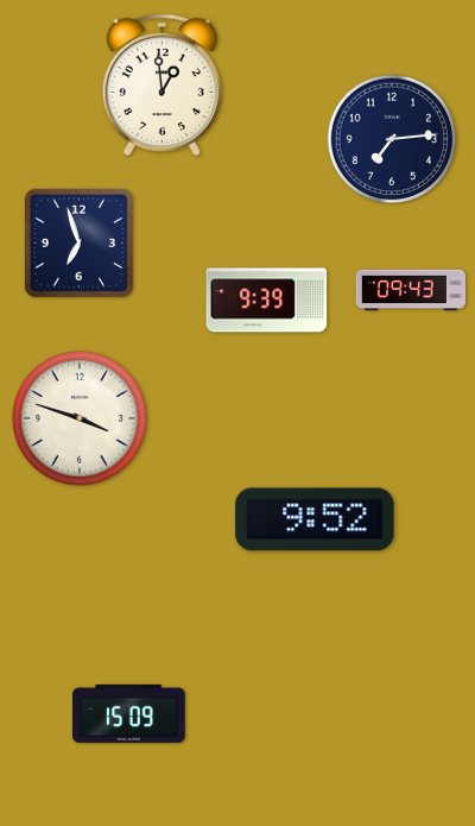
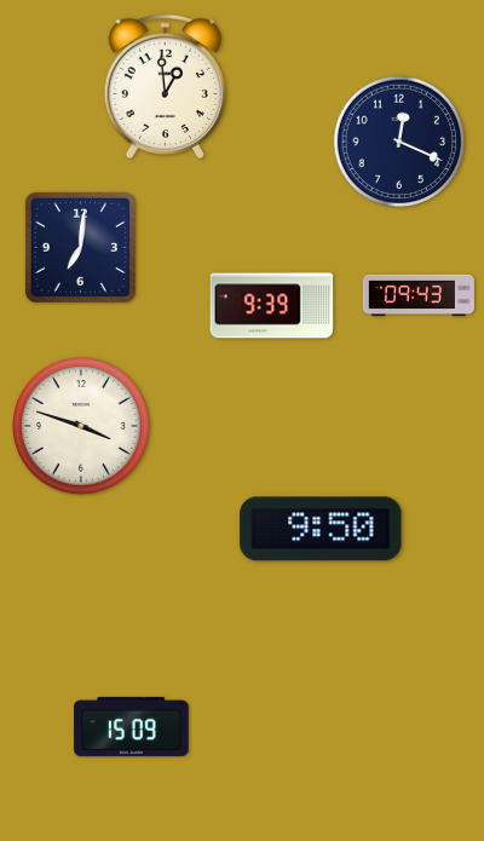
clock at (392, 139): 7:14 -> 12:19
clock at (78, 242): 6:57 -> 7:01
clock at (315, 519): 9:52 -> 9:50
